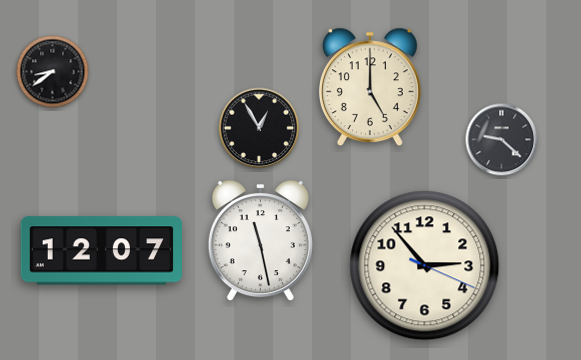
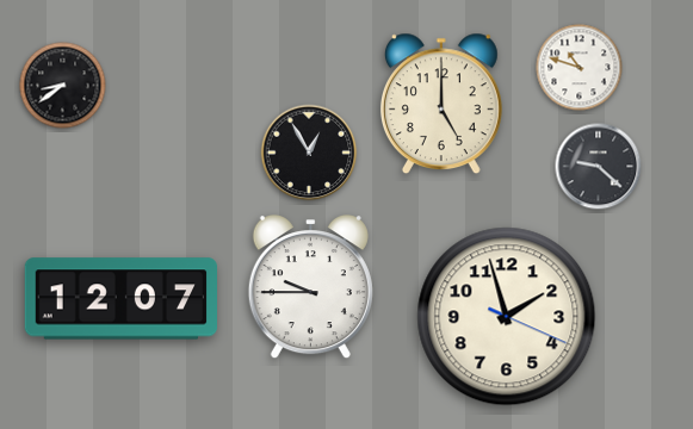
clock at (580, 68): none -> 10:48
clock at (260, 242): 11:28 -> 9:45
clock at (425, 266): 2:53 -> 1:57
